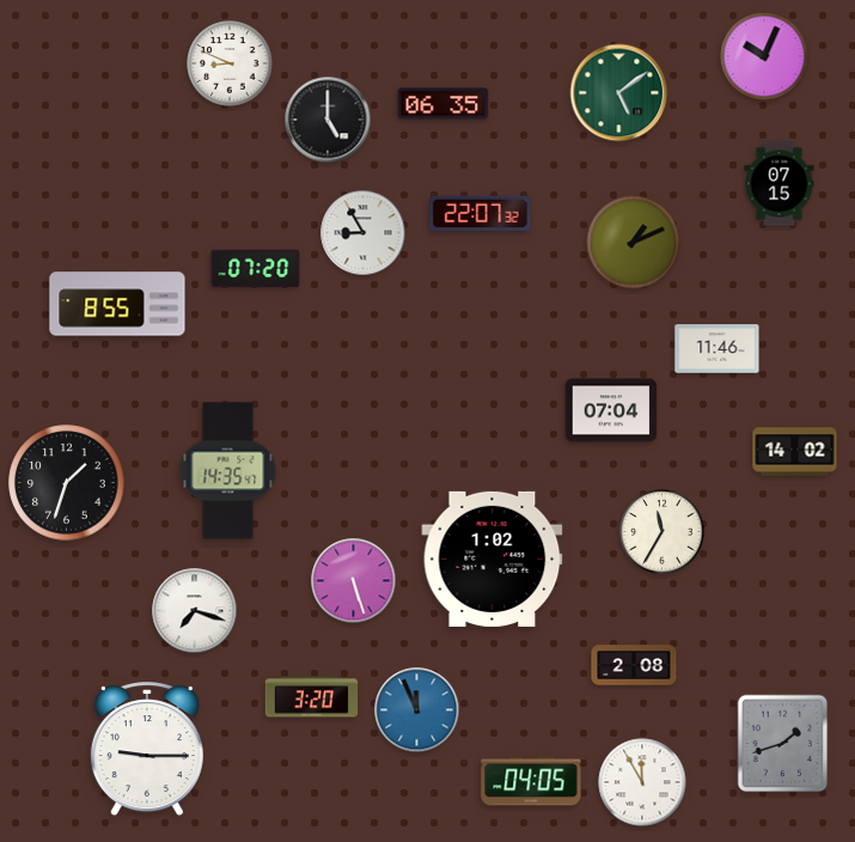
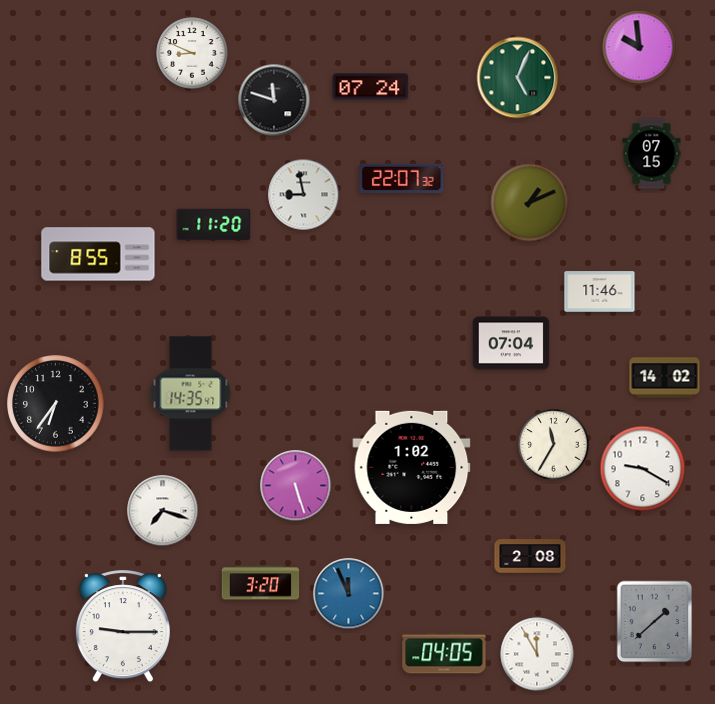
clock at (764, 56): 10:04 -> 9:59
clock at (619, 93): 5:09 -> 5:04
clock at (444, 104): 06:35 -> 07:24
clock at (328, 120): 5:00 -> 11:48
clock at (364, 233): 8:55 -> 8:58
clock at (256, 268): 07:20 -> 11:20
clock at (67, 483): 1:33 -> 6:36
clock at (643, 469): none -> 9:20
clock at (783, 744): 1:42 -> 1:38
